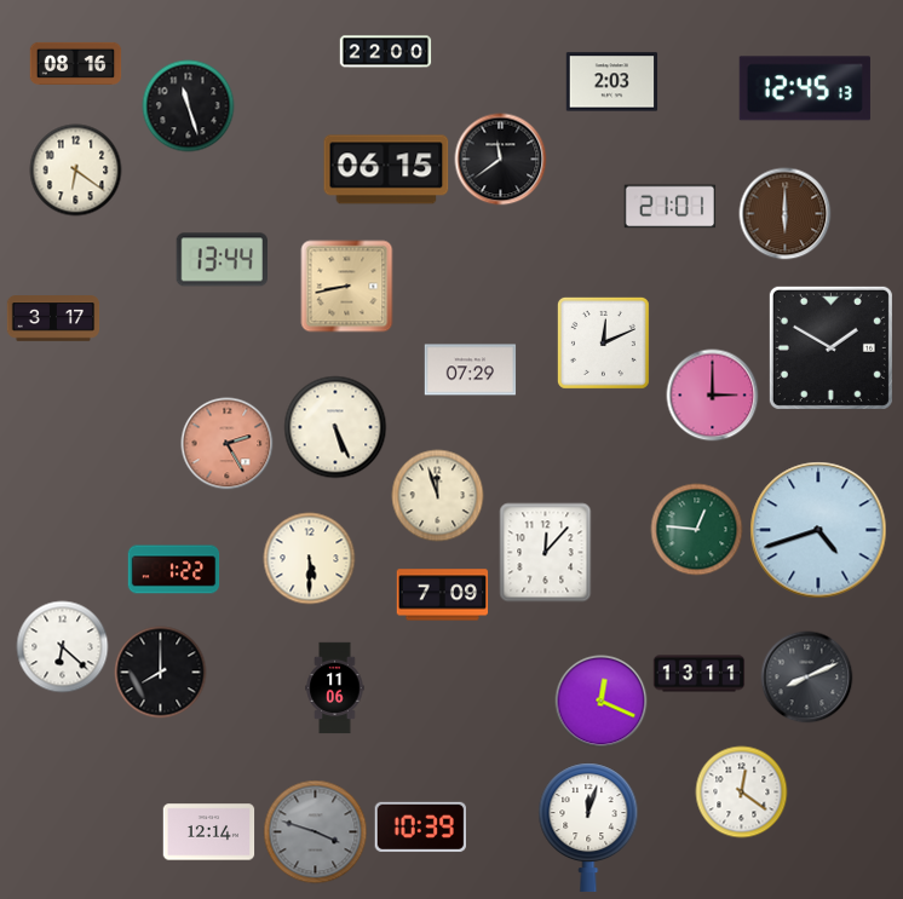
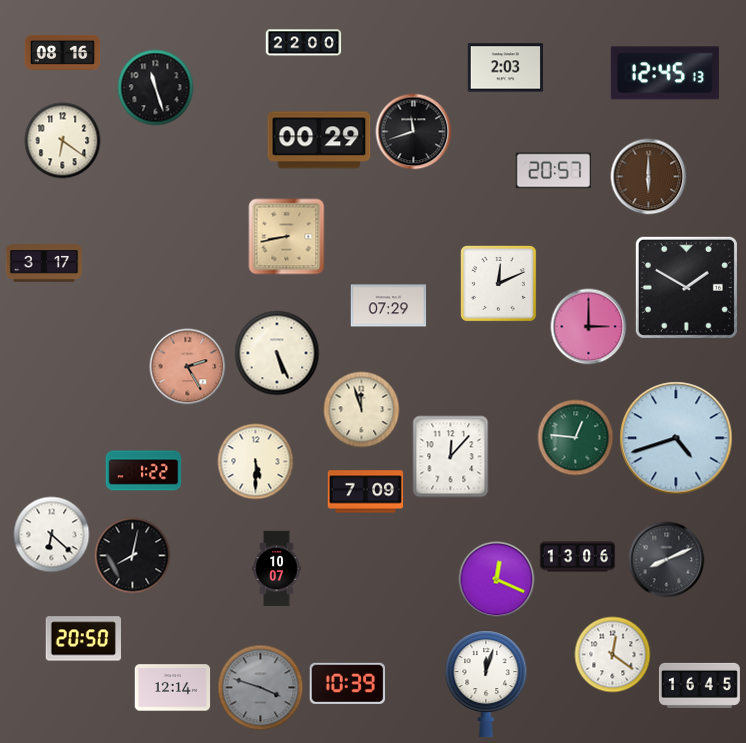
clock at (386, 52) position: (386, 52) -> (304, 43)
clock at (501, 160): 11:39 -> 11:42
clock at (386, 169): 06:15 -> 00:29
clock at (671, 207): 21:01 -> 20:57
clock at (222, 260): 13:44 -> none
clock at (161, 673): 8:00 -> 8:02
clock at (700, 674): 13:11 -> 13:06
clock at (335, 688): 11:06 -> 10:07
clock at (83, 639): none -> 20:50
clock at (699, 685): none -> 16:45
